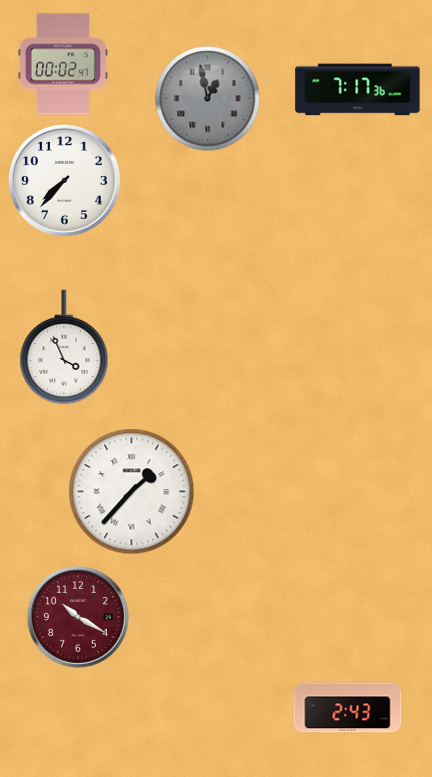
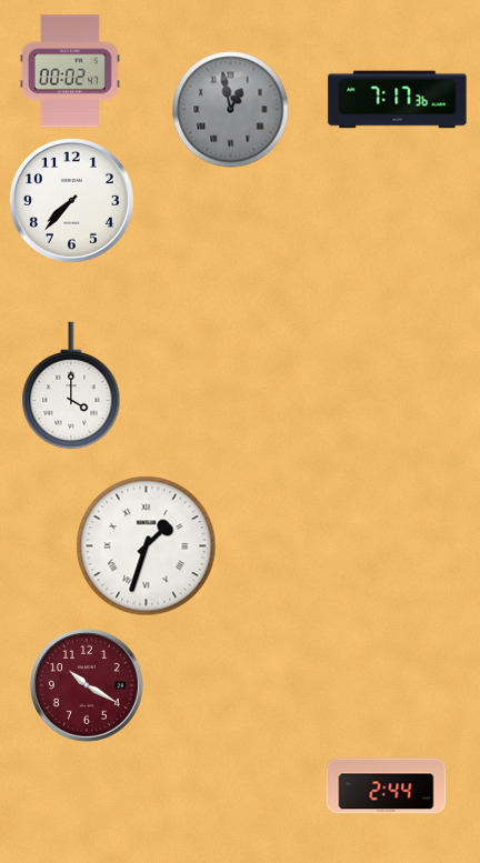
clock at (64, 347): 3:56 -> 4:00
clock at (132, 492): 1:37 -> 1:33
clock at (348, 708): 2:43 -> 2:44
